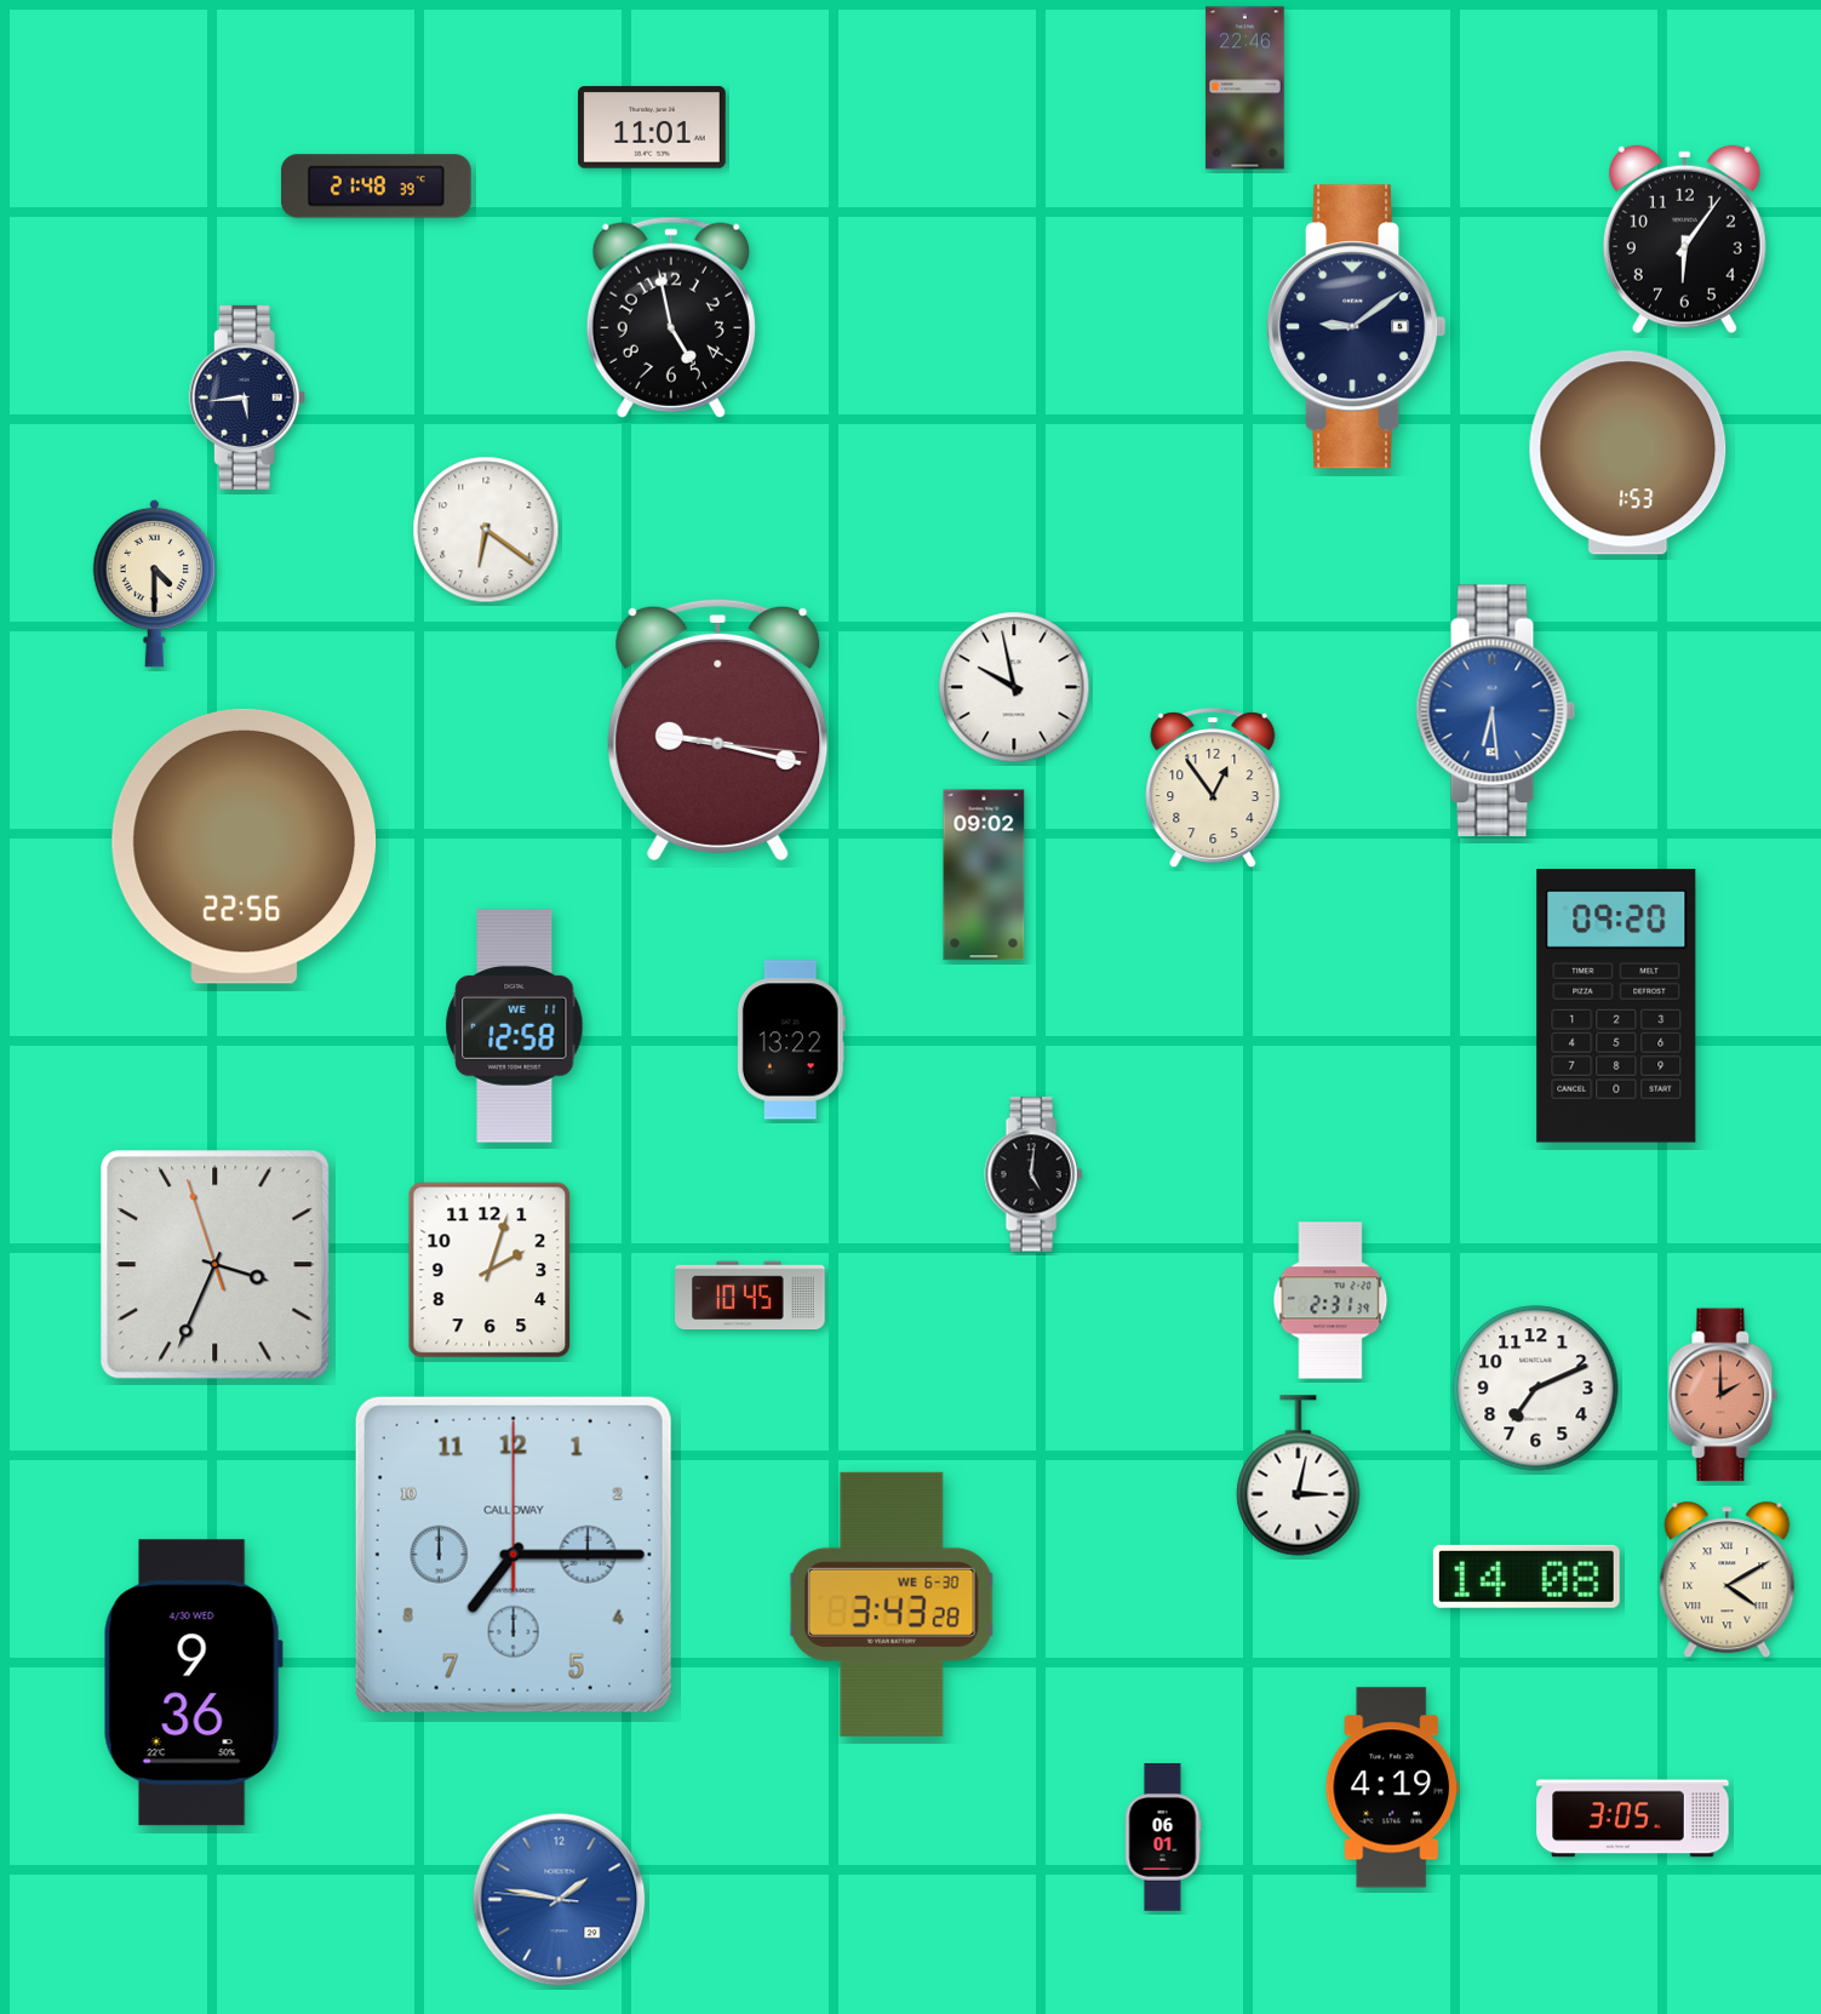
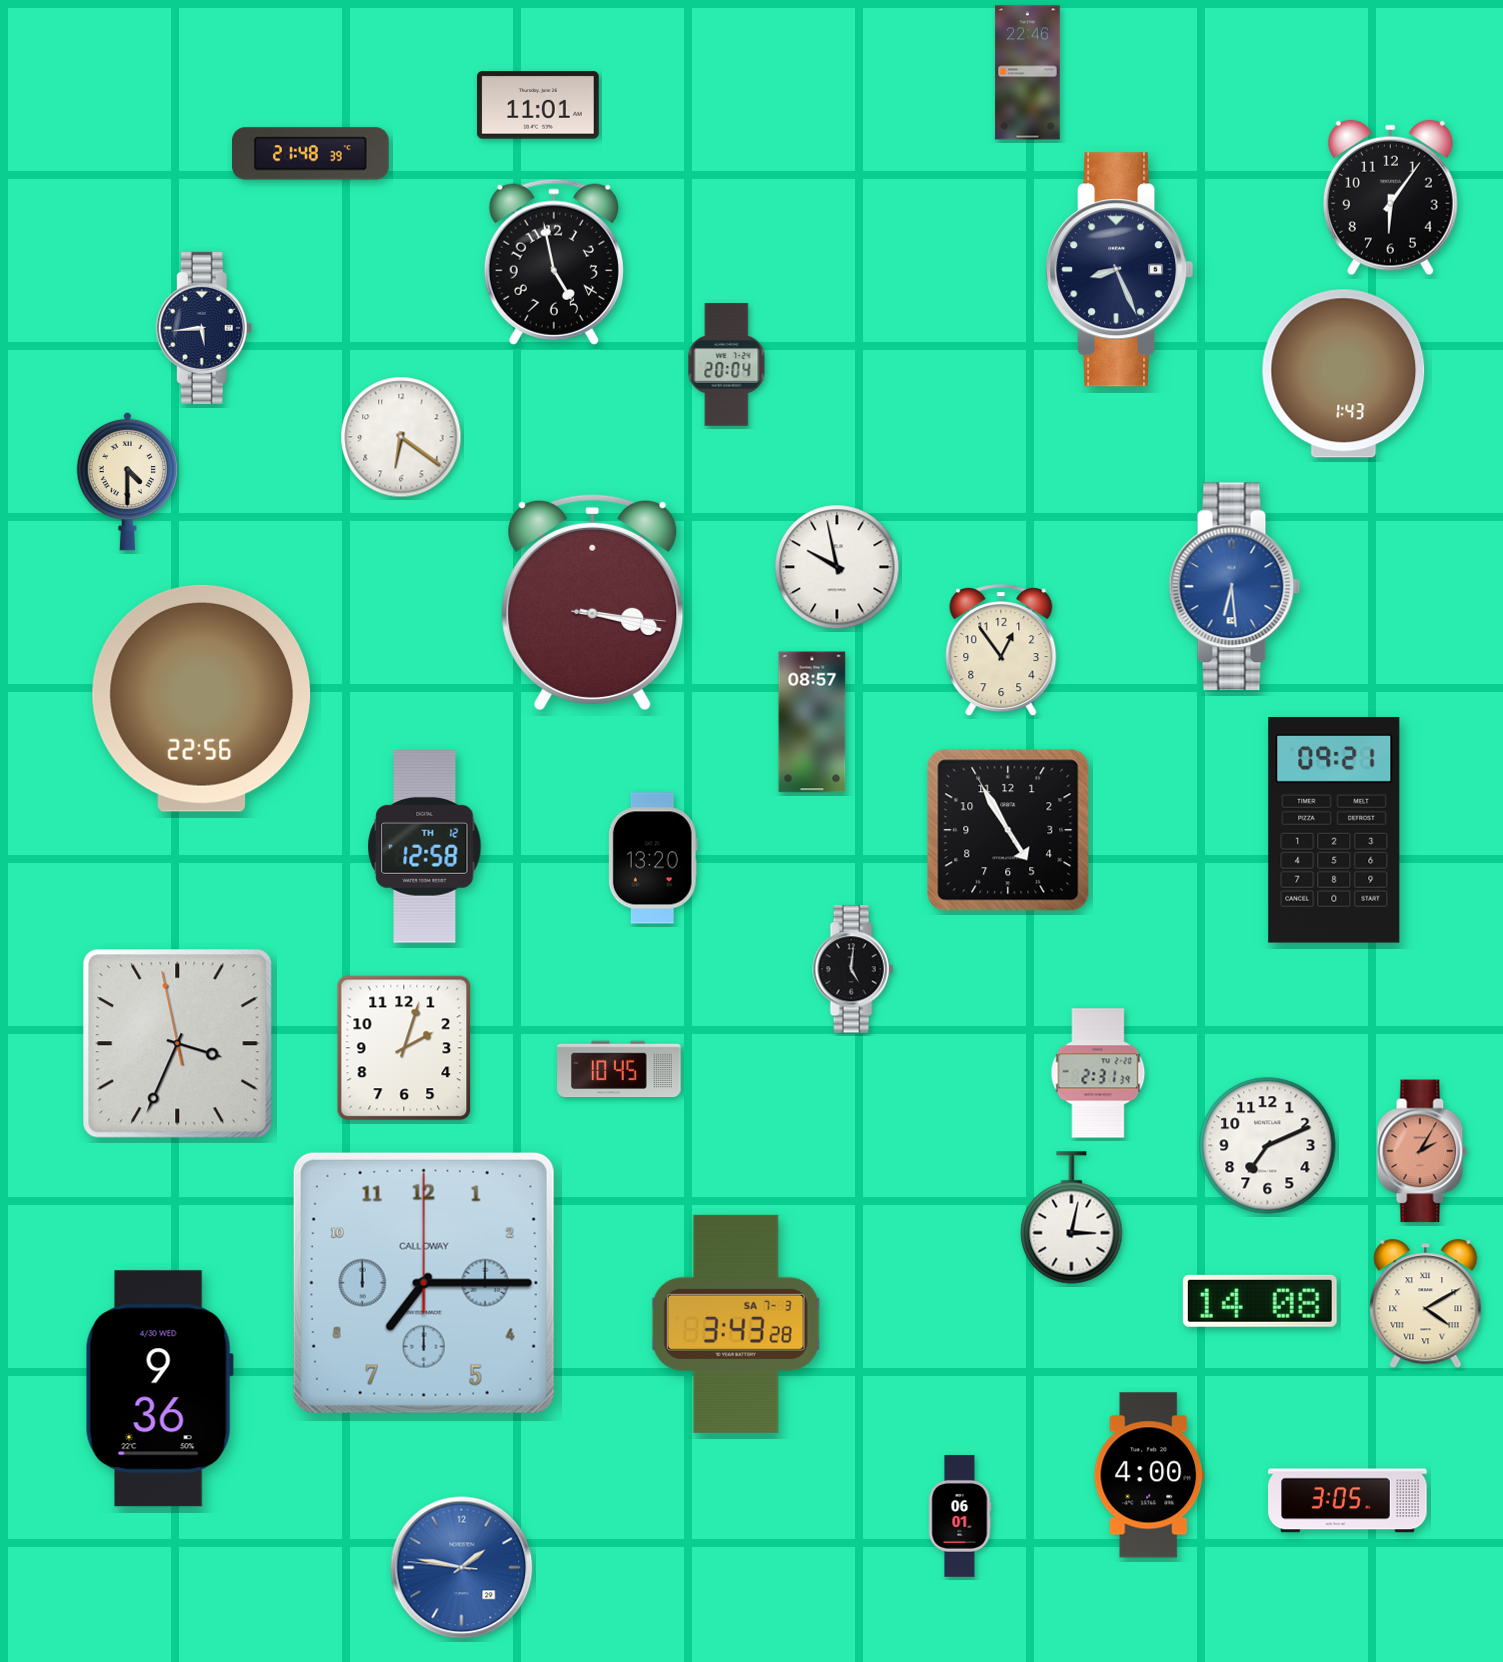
clock at (1357, 327): 9:09 -> 8:26
clock at (727, 365): none -> 20:04
clock at (1628, 453): 1:53 -> 1:43
clock at (718, 729): 9:17 -> 3:17
clock at (984, 875): 09:02 -> 08:57
clock at (1008, 830): none -> 4:54
clock at (1616, 1007): 09:20 -> 09:21
clock at (515, 1026) date: WE 11 -> TH 12
clock at (791, 1040): 13:22 -> 13:20
clock at (216, 1265): 3:33:57 -> 3:33:58
clock at (1723, 1395): 2:00 -> 2:05
clock at (892, 1604) date: WE 6-30 -> SA 7-3
clock at (1391, 1787): 4:19 -> 4:00
